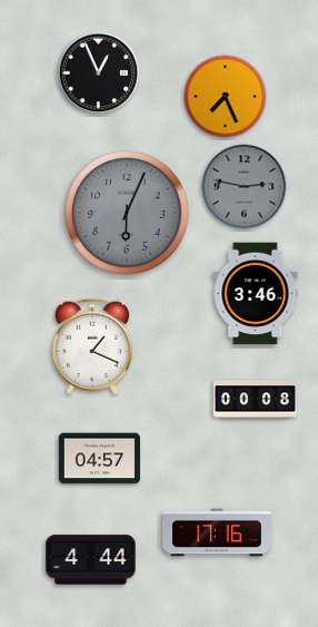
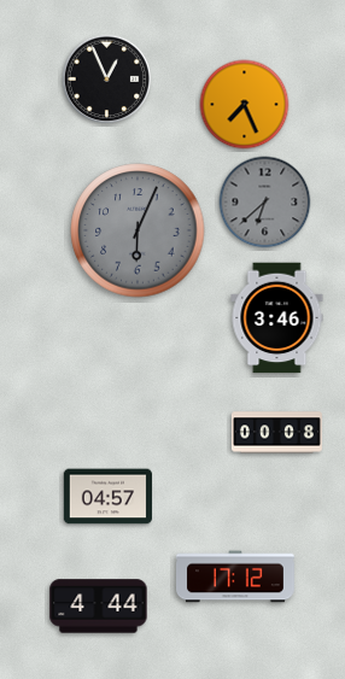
clock at (245, 187): 2:47 -> 6:38
clock at (91, 346): 1:19 -> none
clock at (218, 532): 17:16 -> 17:12
